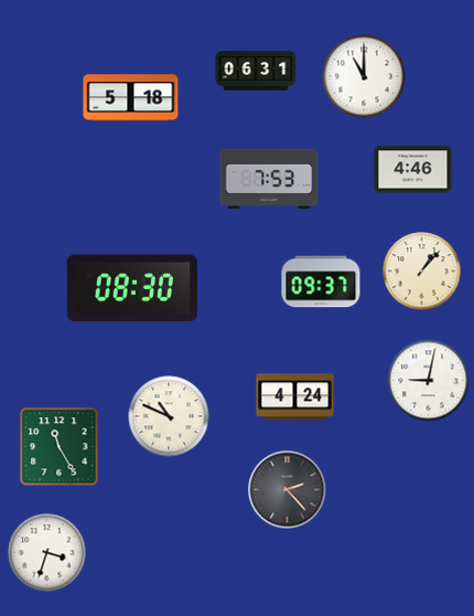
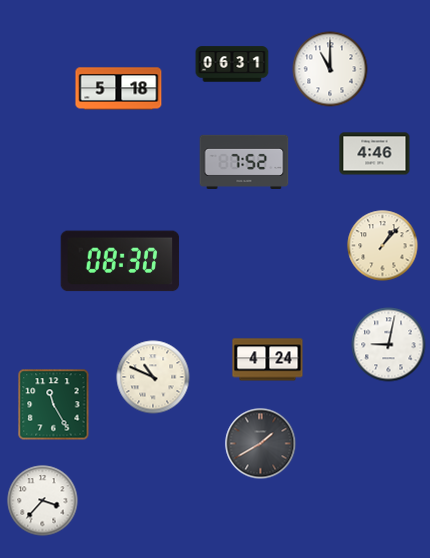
clock at (269, 178): 7:53 -> 7:52
clock at (321, 282): 09:37 -> none
clock at (288, 490): 2:23 -> 1:40
clock at (47, 553): 3:33 -> 3:37
